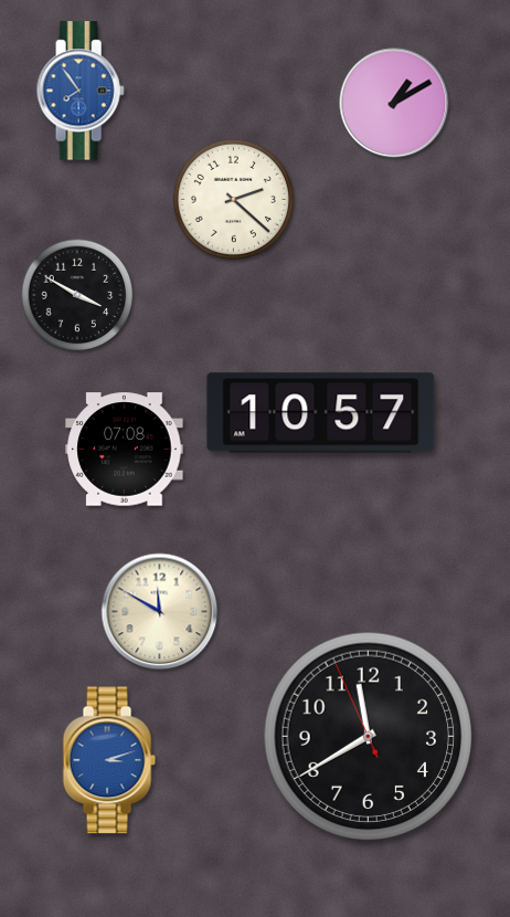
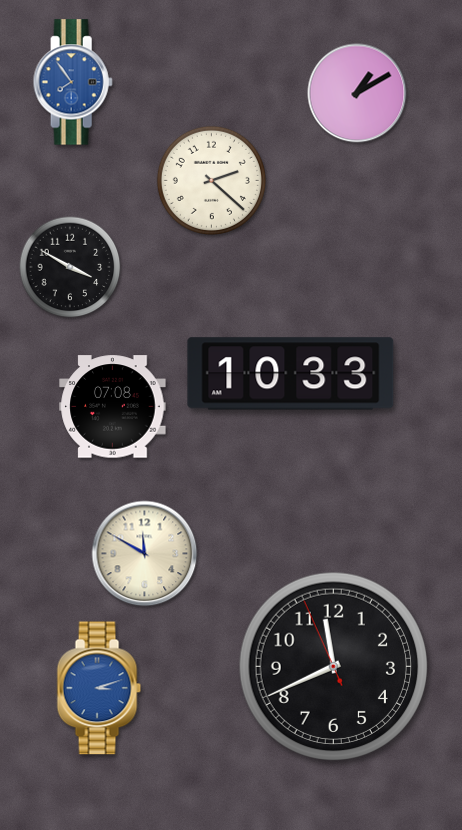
clock at (321, 413): 10:57 -> 10:33
clock at (369, 737): 11:39 -> 11:40
